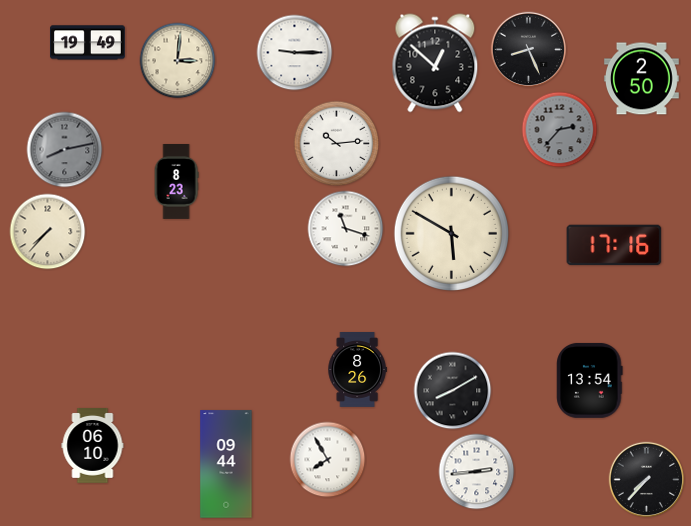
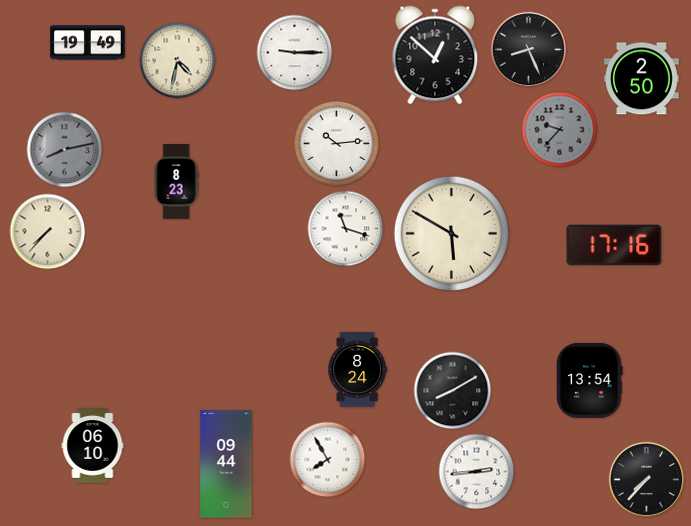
clock at (178, 61): 3:01 -> 4:32
clock at (435, 63) position: (435, 63) -> (435, 55)
clock at (560, 130): 2:37 -> 9:37
clock at (357, 370): 8:26 -> 8:24
